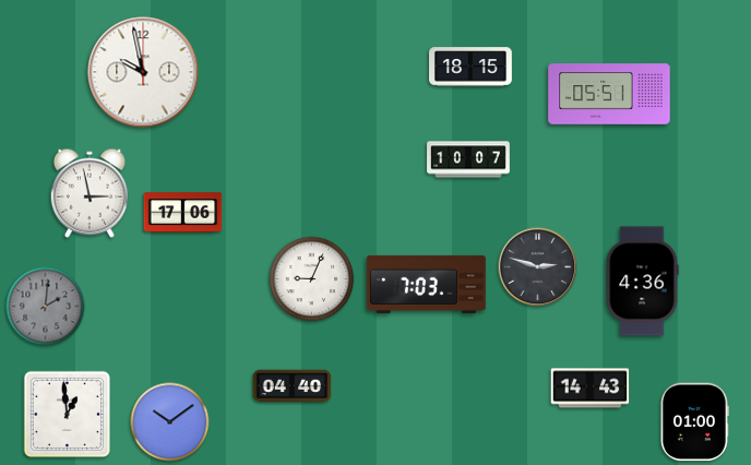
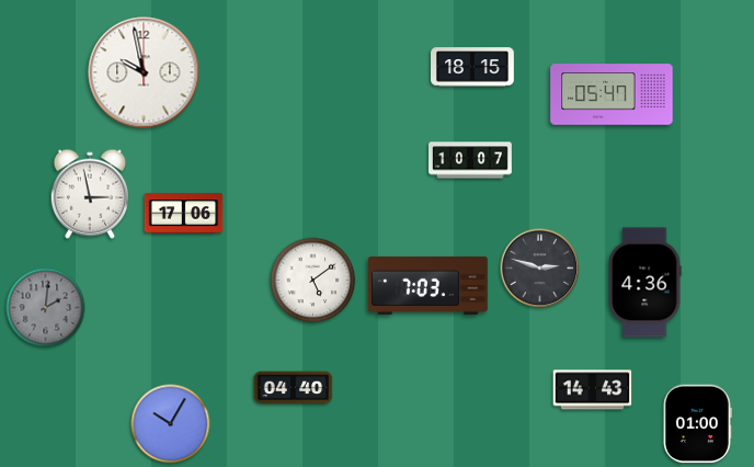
clock at (609, 94): 05:51 -> 05:47
clock at (312, 279): 9:04 -> 5:09
clock at (67, 414): 12:59 -> none
clock at (170, 422): 10:09 -> 10:05
